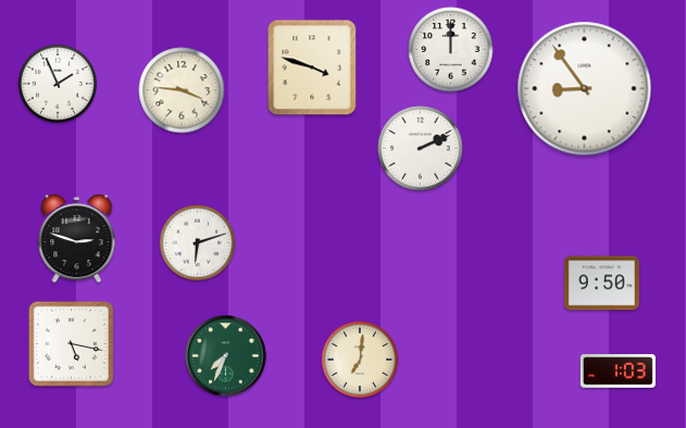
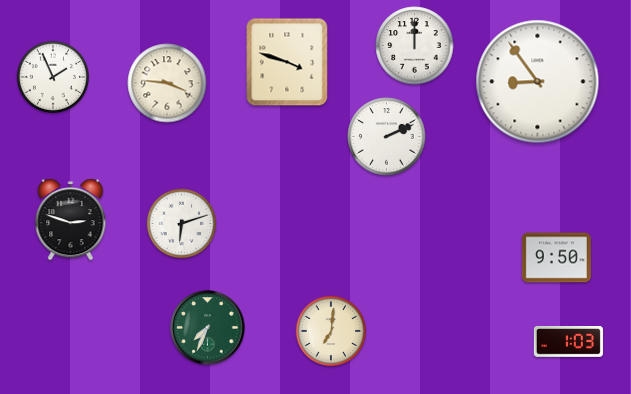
clock at (601, 284) position: (601, 284) -> (556, 258)
clock at (71, 343): 5:17 -> none
